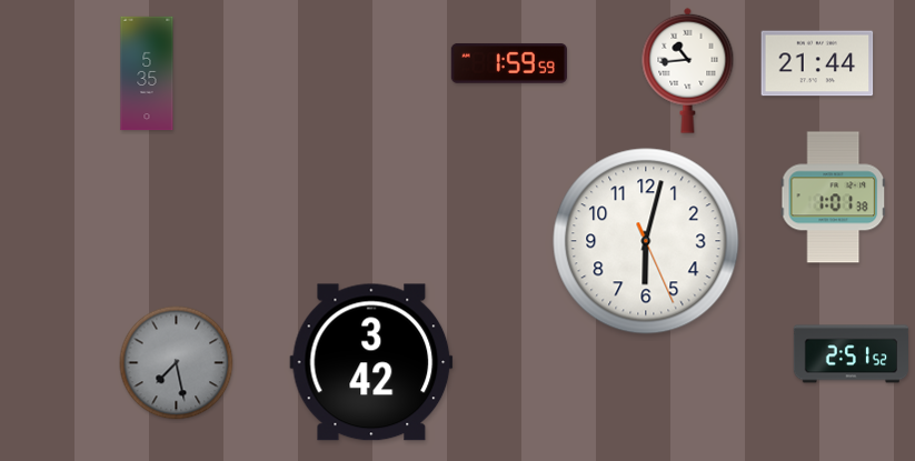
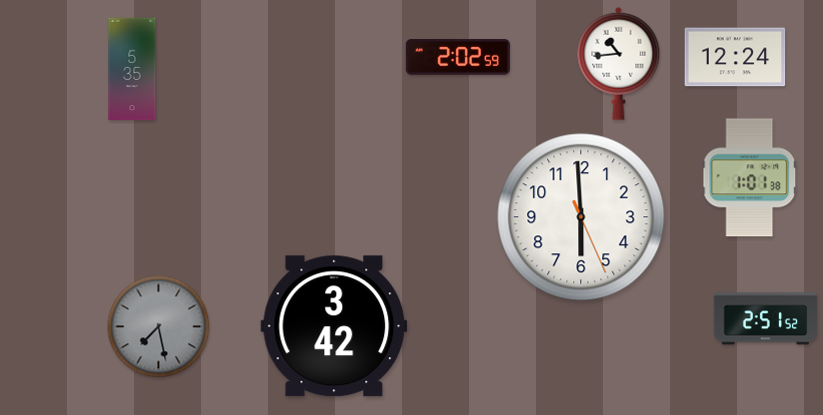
clock at (509, 63): 1:59 -> 2:02
clock at (817, 63): 21:44 -> 12:24
clock at (147, 73) position: (147, 73) -> (132, 69)
clock at (646, 241): 6:02 -> 5:59
